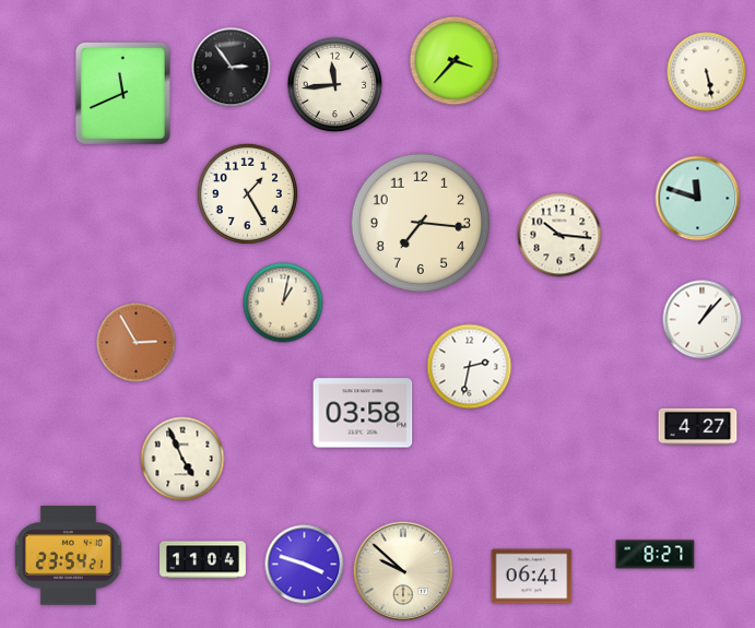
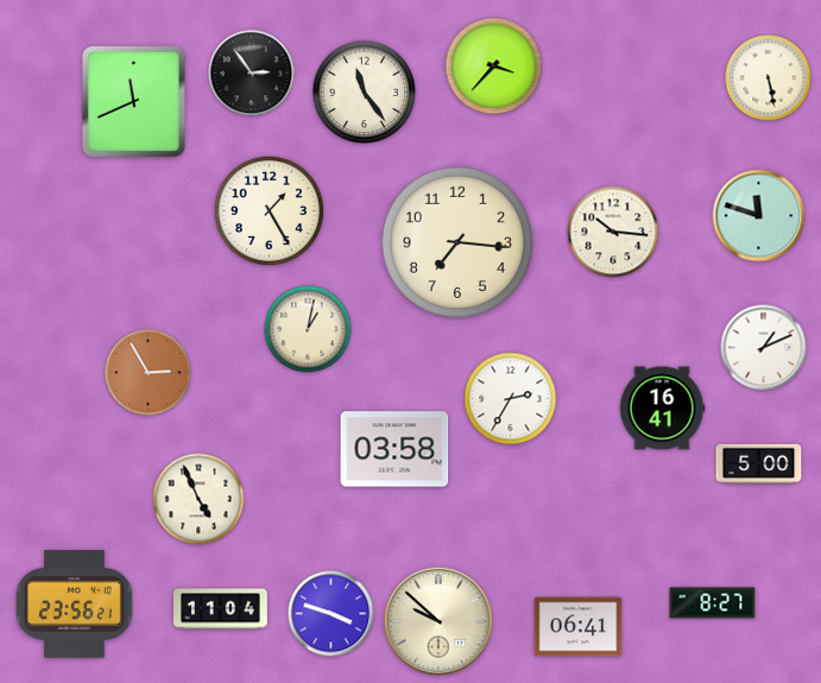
clock at (335, 85): 11:44 -> 11:24
clock at (559, 235) position: (559, 235) -> (613, 232)
clock at (703, 320): 1:07 -> 1:11
clock at (470, 367): 2:32 -> 2:35
clock at (662, 409): none -> 16:41
clock at (698, 426): 4:27 -> 5:00
clock at (69, 556): 23:54 -> 23:56
